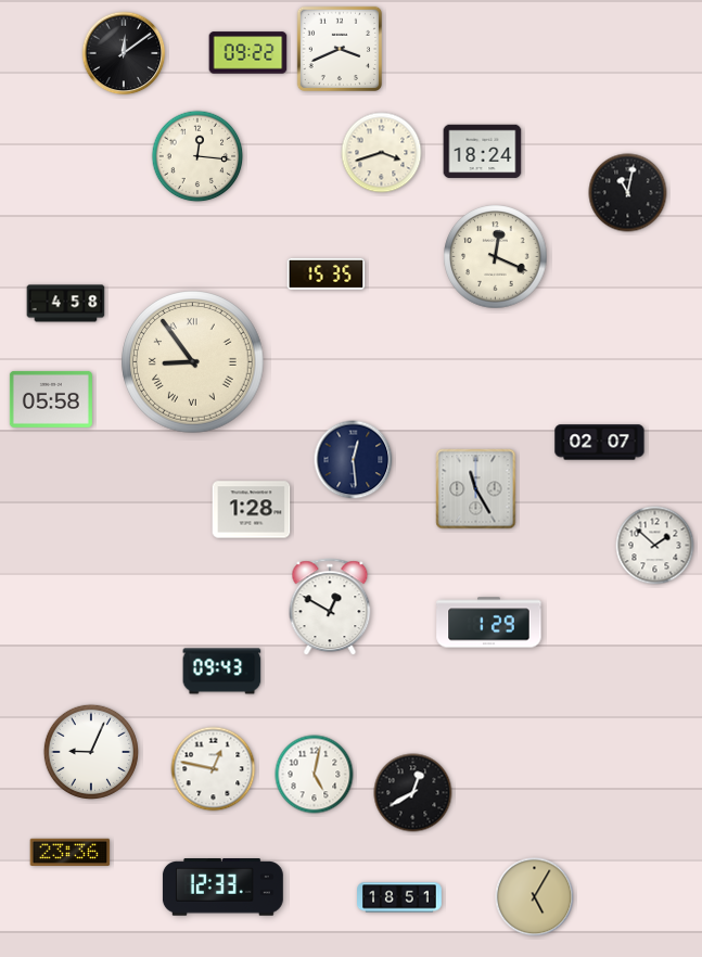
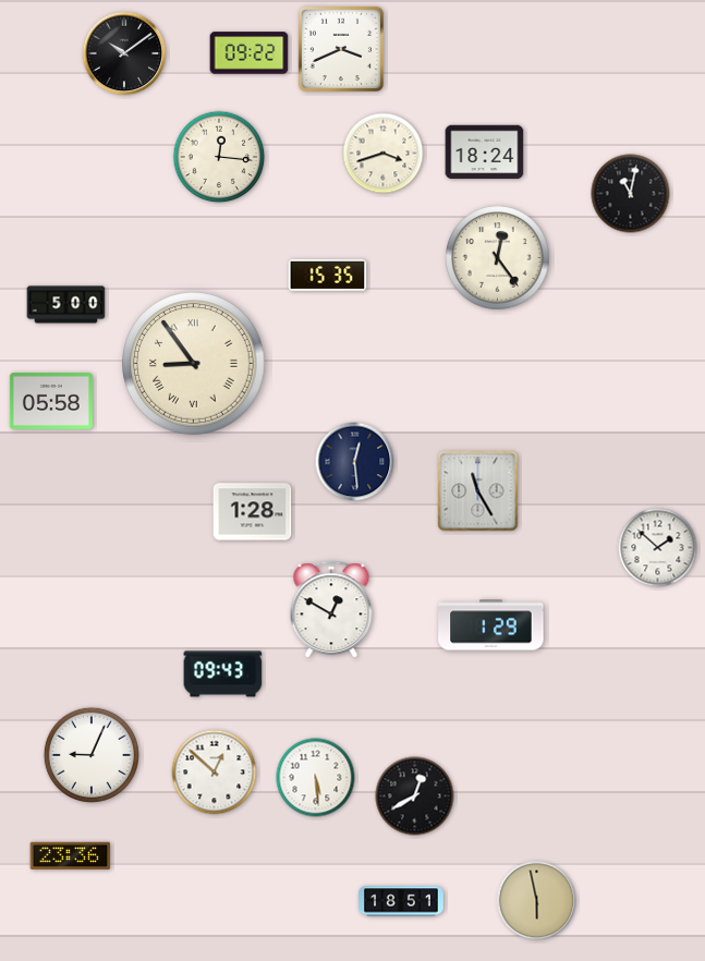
clock at (124, 53): 12:09 -> 10:09
clock at (197, 156) position: (197, 156) -> (219, 157)
clock at (496, 257): 12:19 -> 12:24
clock at (66, 304): 4:58 -> 5:00
clock at (600, 443): 02:07 -> none
clock at (214, 769): 12:47 -> 12:52
clock at (315, 775): 5:02 -> 5:29
clock at (222, 888): 12:33 -> none
clock at (535, 897): 5:05 -> 5:58
